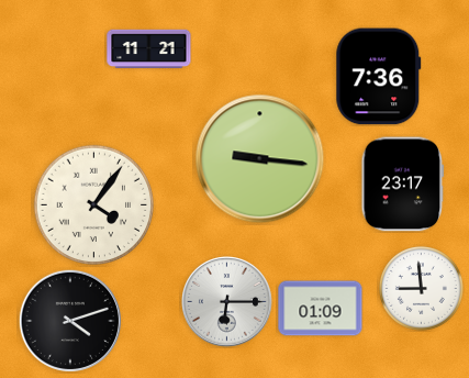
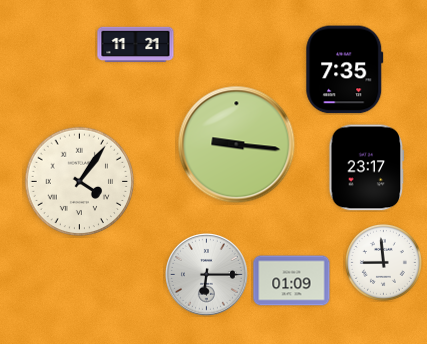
clock at (379, 77): 7:36 -> 7:35
clock at (94, 205) position: (94, 205) -> (80, 182)
clock at (70, 321): 4:12 -> none
